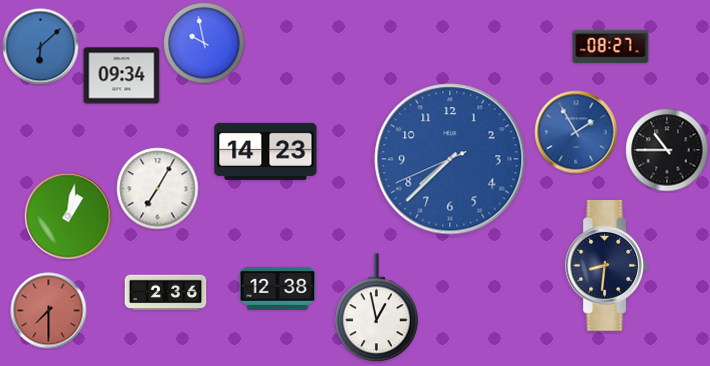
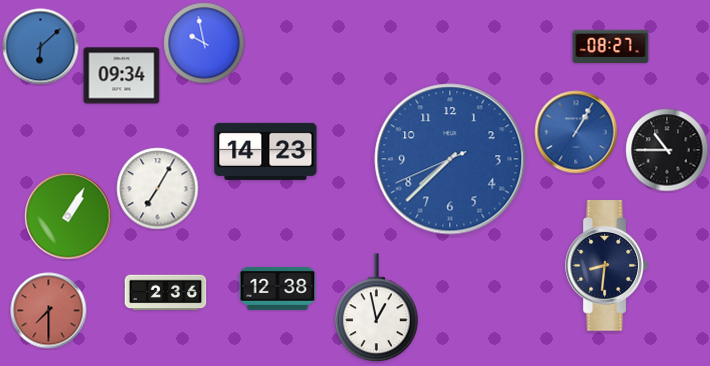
clock at (576, 132): 1:55 -> 1:05
clock at (68, 216): 1:02 -> 1:05
